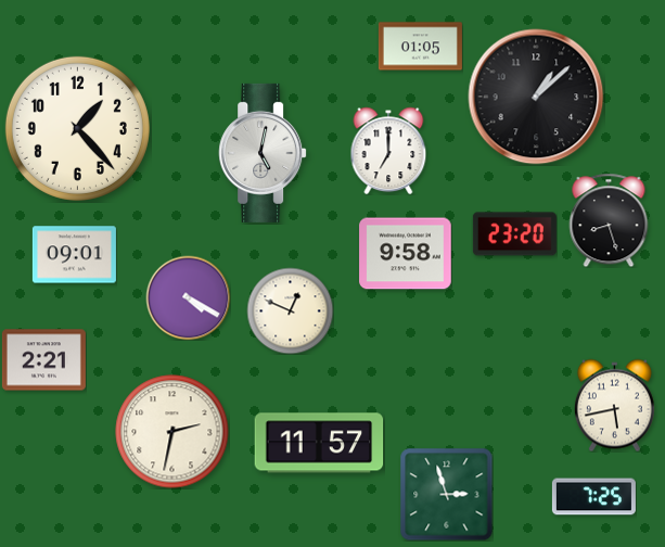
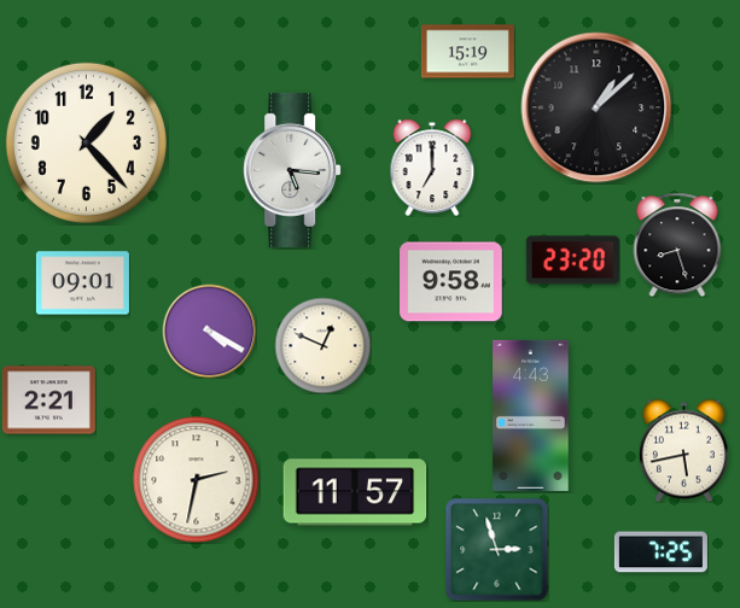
clock at (420, 47): 01:05 -> 15:19
clock at (263, 153): 5:02 -> 5:16
clock at (531, 415): none -> 4:43
clock at (172, 432) position: (172, 432) -> (197, 480)
